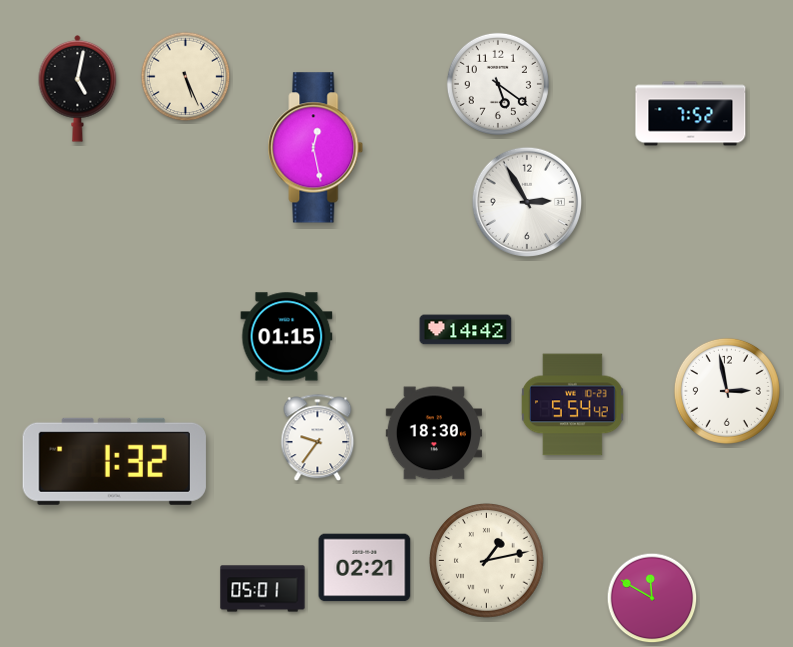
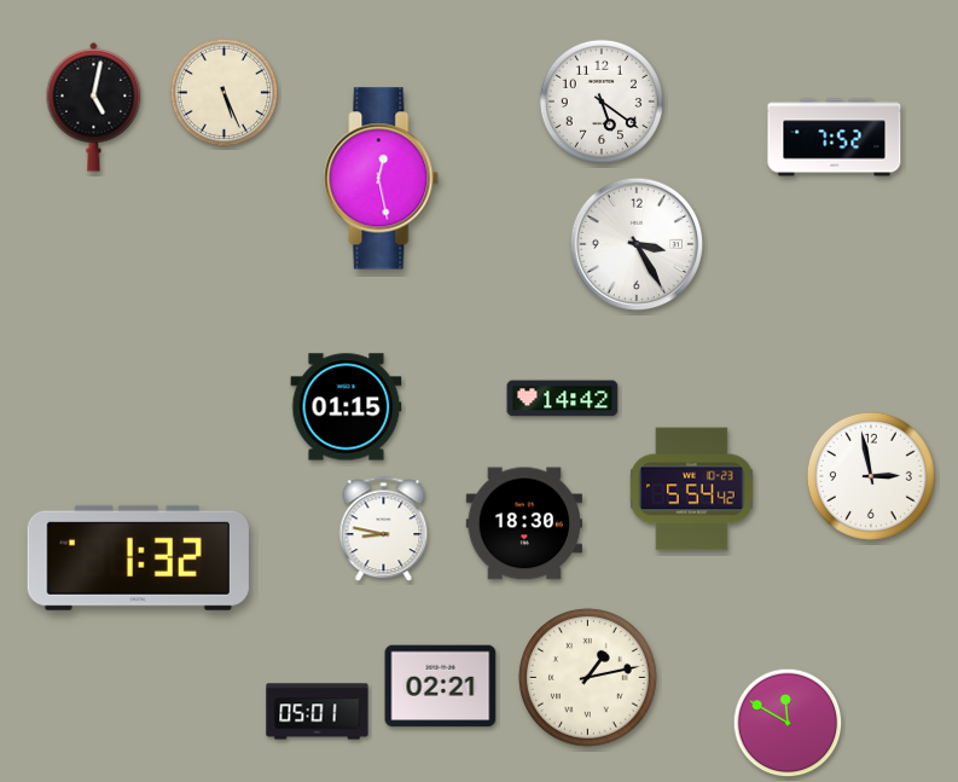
clock at (527, 202): 2:55 -> 3:25
clock at (727, 391) position: (727, 391) -> (871, 476)
clock at (318, 438): 9:36 -> 8:47
